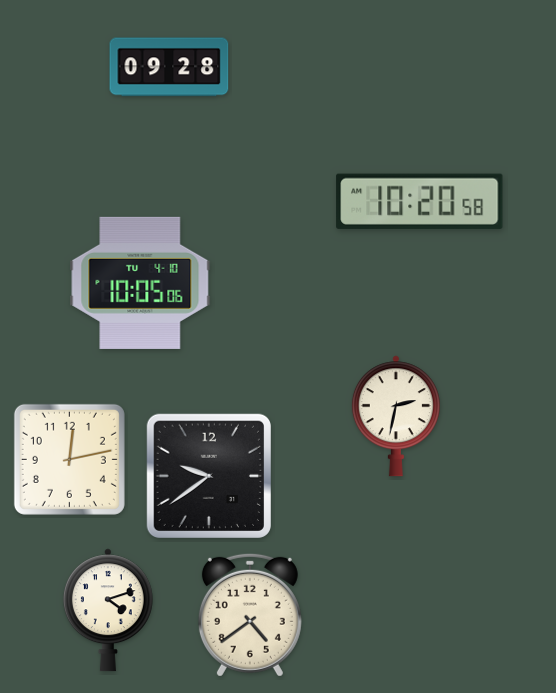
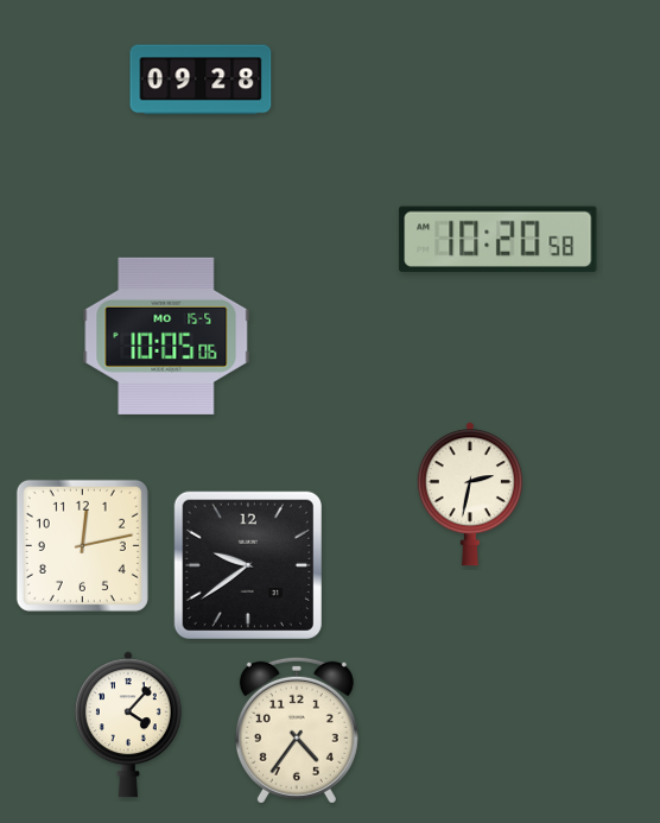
clock at (140, 283) date: TU 4-10 -> MO 15-5
clock at (108, 610): 4:12 -> 4:07
clock at (250, 615): 4:39 -> 4:36
